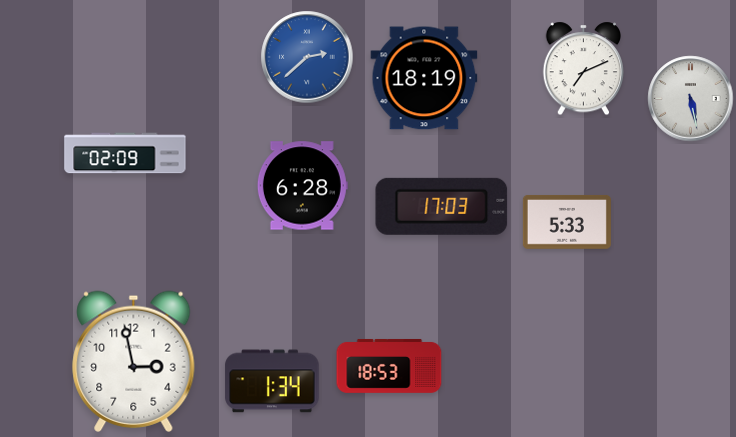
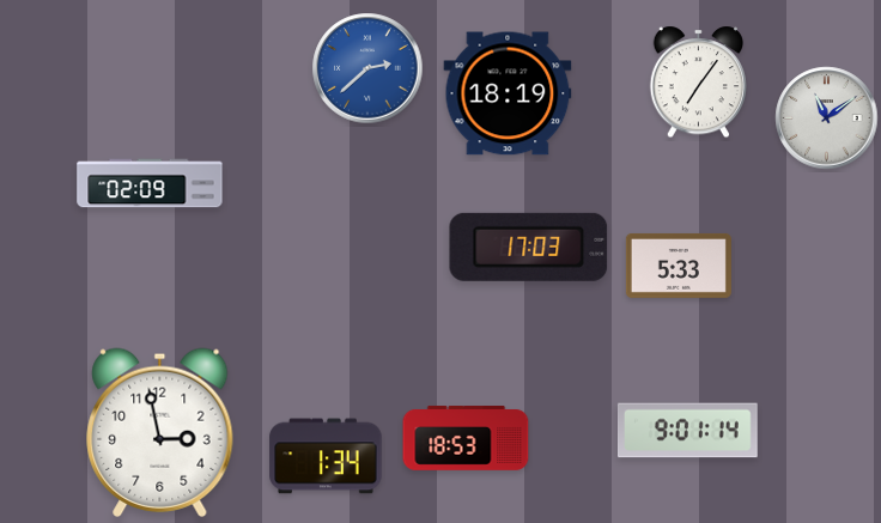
clock at (583, 69): 7:11 -> 7:06
clock at (691, 99): 5:28 -> 11:09
clock at (302, 186): 6:28 -> none
clock at (687, 431): none -> 9:01
